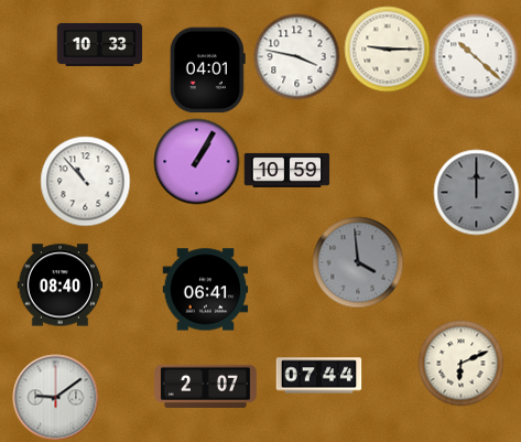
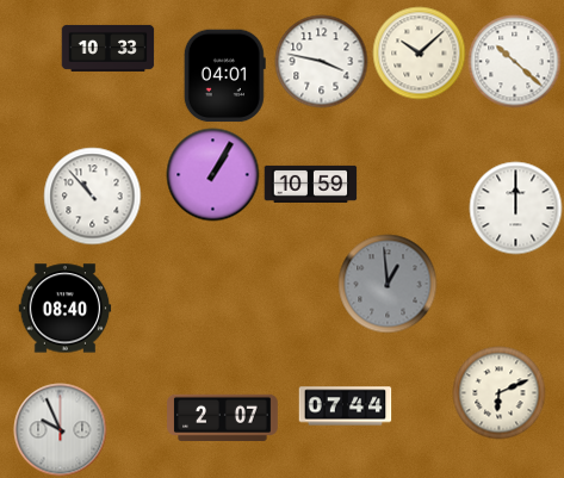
clock at (387, 48): 9:15 -> 10:08
clock at (476, 192) dial: grey -> white
clock at (358, 262): 3:59 -> 12:59
clock at (205, 290): 06:41 -> none
clock at (55, 397): 9:09 -> 9:56
